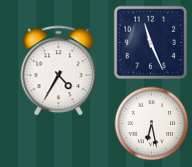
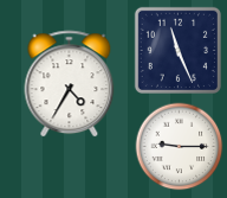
clock at (152, 124): 6:28 -> 9:15
